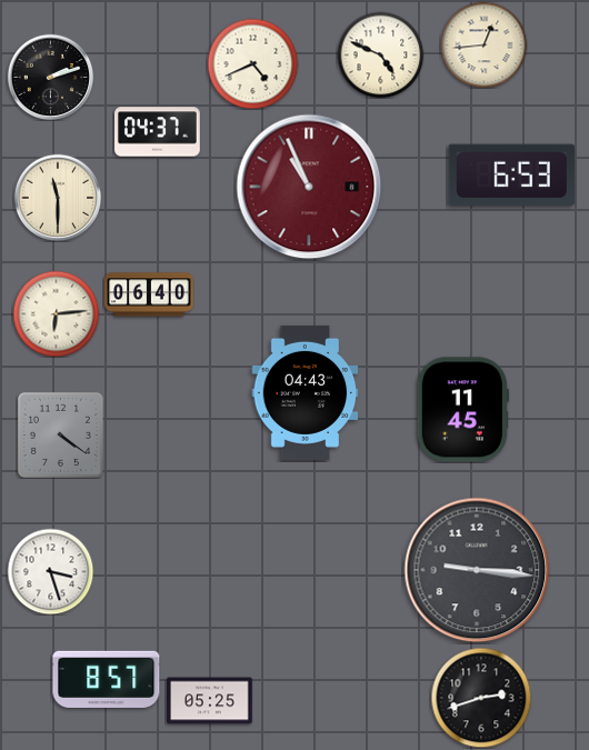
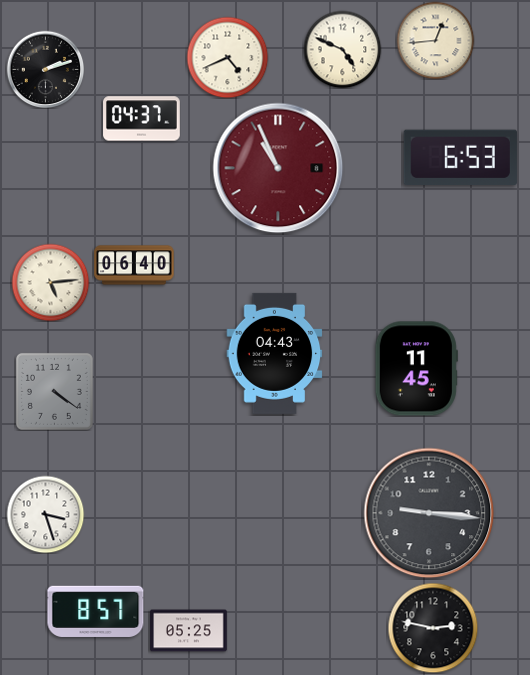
clock at (58, 198): 11:30 -> none
clock at (56, 313): 6:14 -> 5:14
clock at (481, 698): 2:42 -> 2:47
